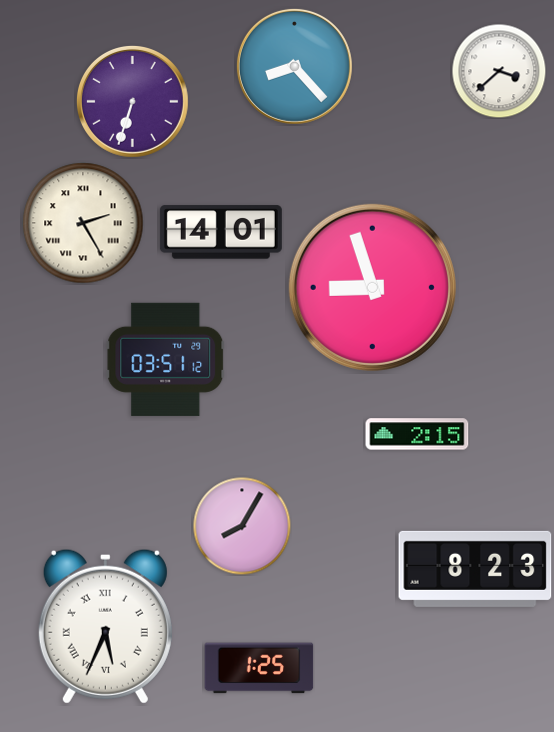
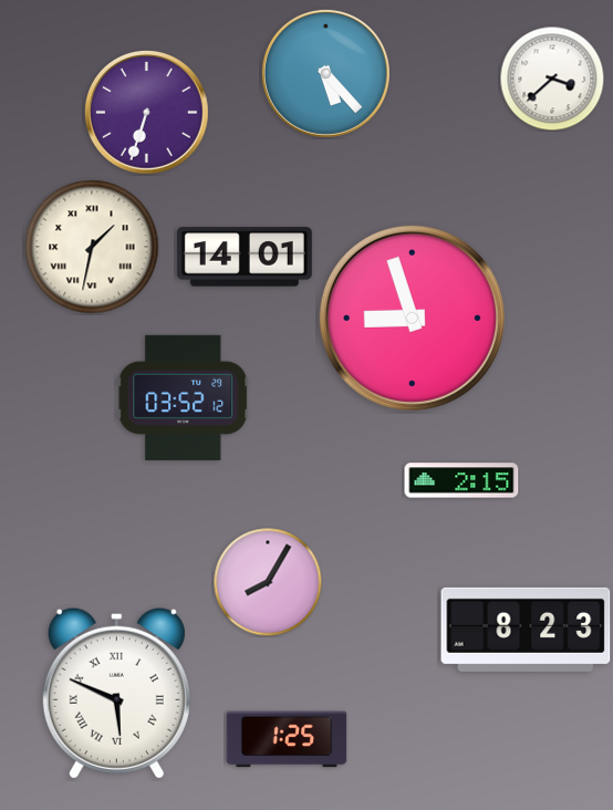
clock at (294, 66): 8:23 -> 5:23
clock at (83, 223): 2:25 -> 1:32
clock at (166, 359): 03:51 -> 03:52
clock at (105, 626): 5:34 -> 5:49
